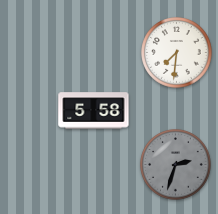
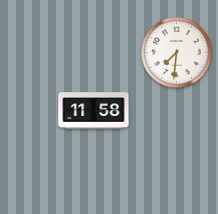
clock at (94, 111): 5:58 -> 11:58
clock at (176, 165): 2:33 -> none
